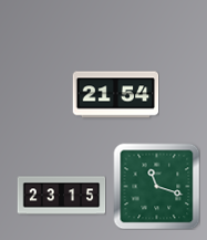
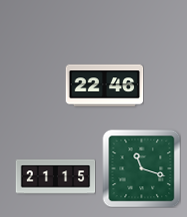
clock at (115, 95): 21:54 -> 22:46
clock at (61, 196): 23:15 -> 21:15
